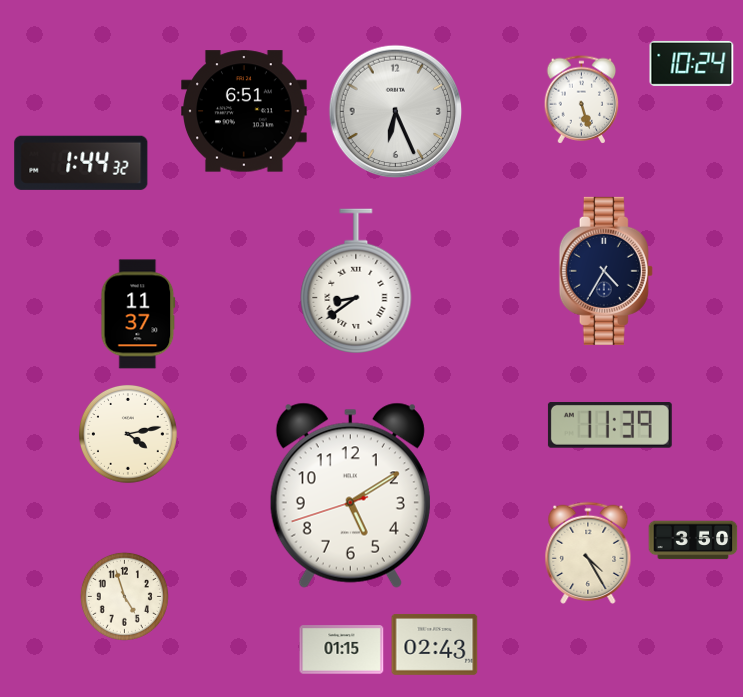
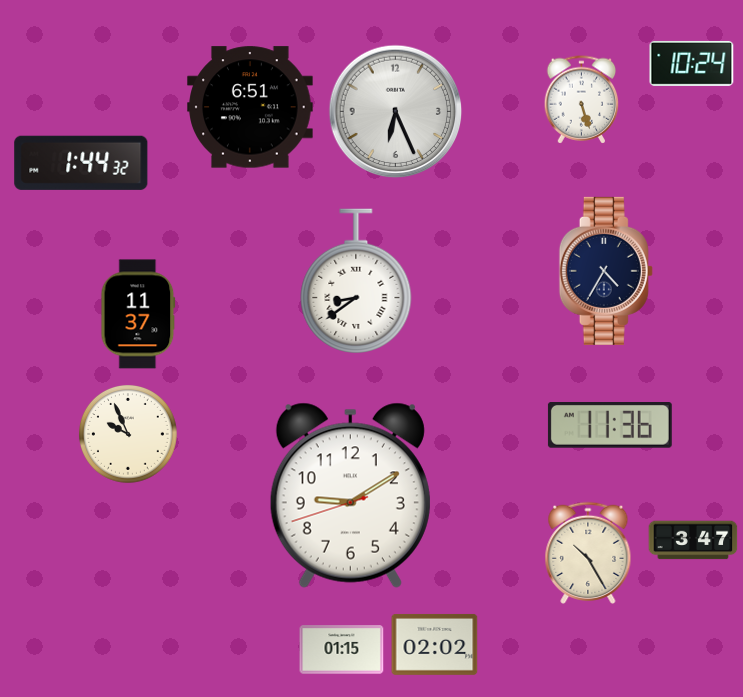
clock at (244, 111) position: (244, 111) -> (250, 107)
clock at (610, 426): 11:39 -> 11:36
clock at (128, 434): 4:13 -> 9:56
clock at (350, 495): 5:09 -> 9:09
clock at (693, 540): 3:50 -> 3:47
clock at (588, 553): 4:25 -> 10:25
clock at (124, 596): 4:57 -> none
clock at (435, 644): 02:43 -> 02:02
